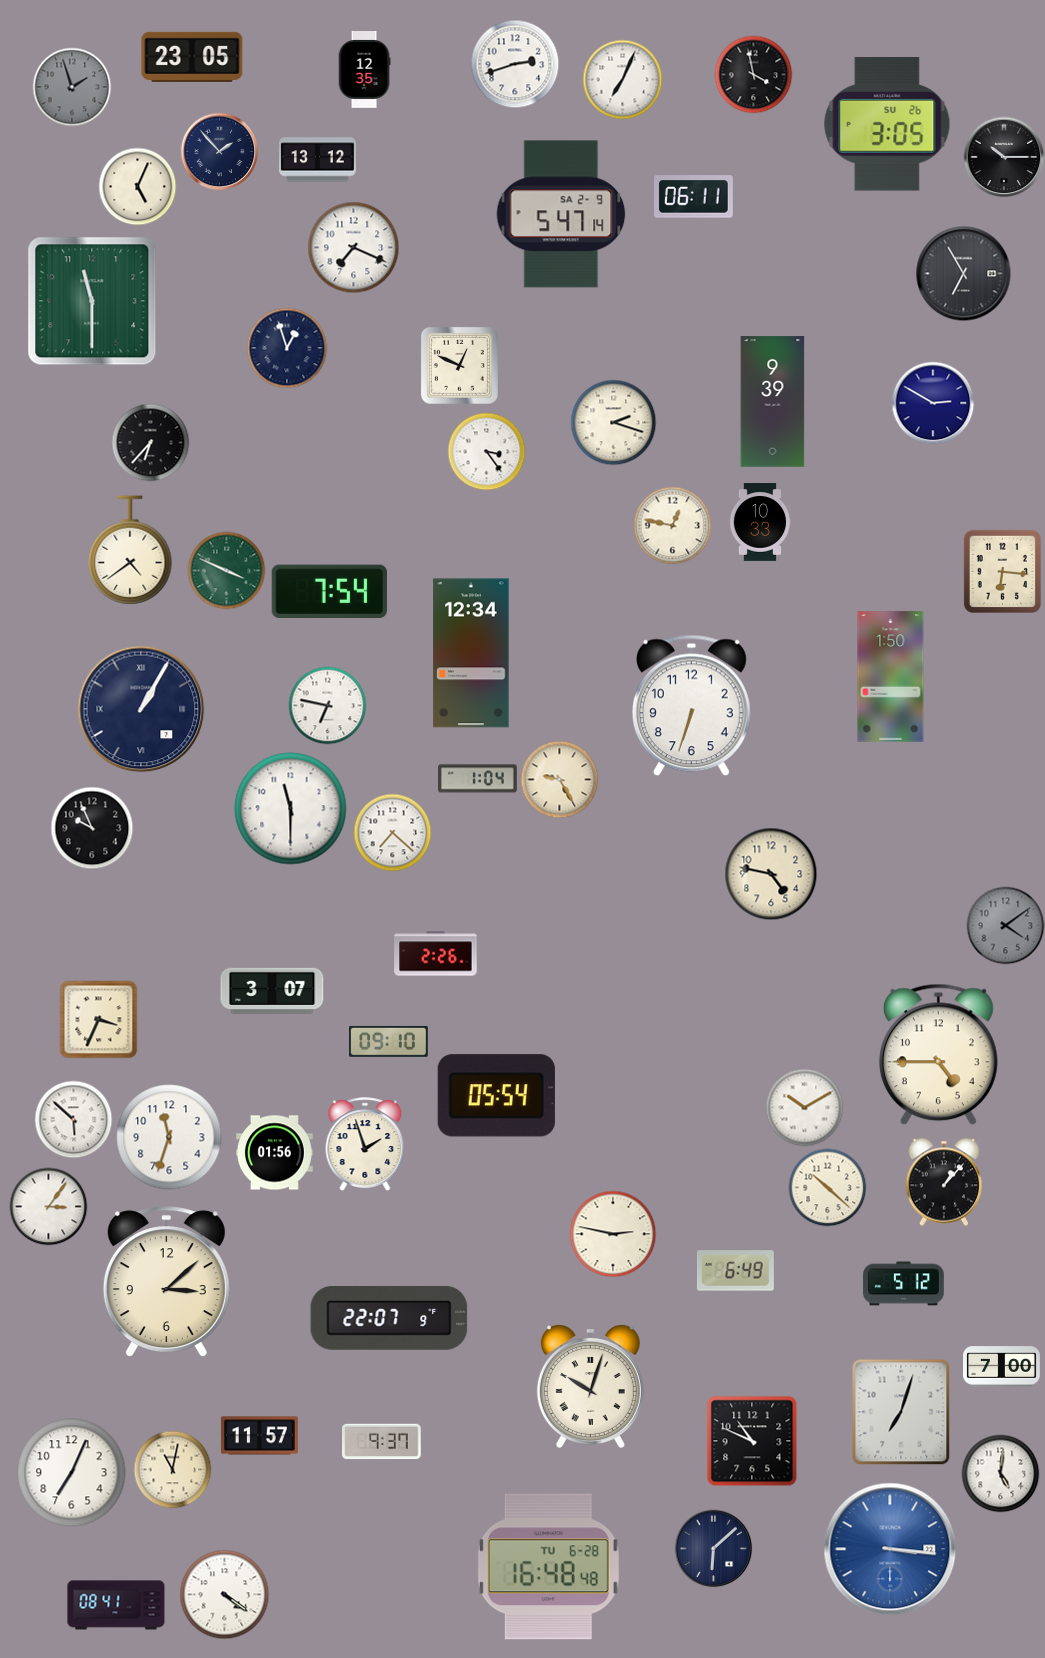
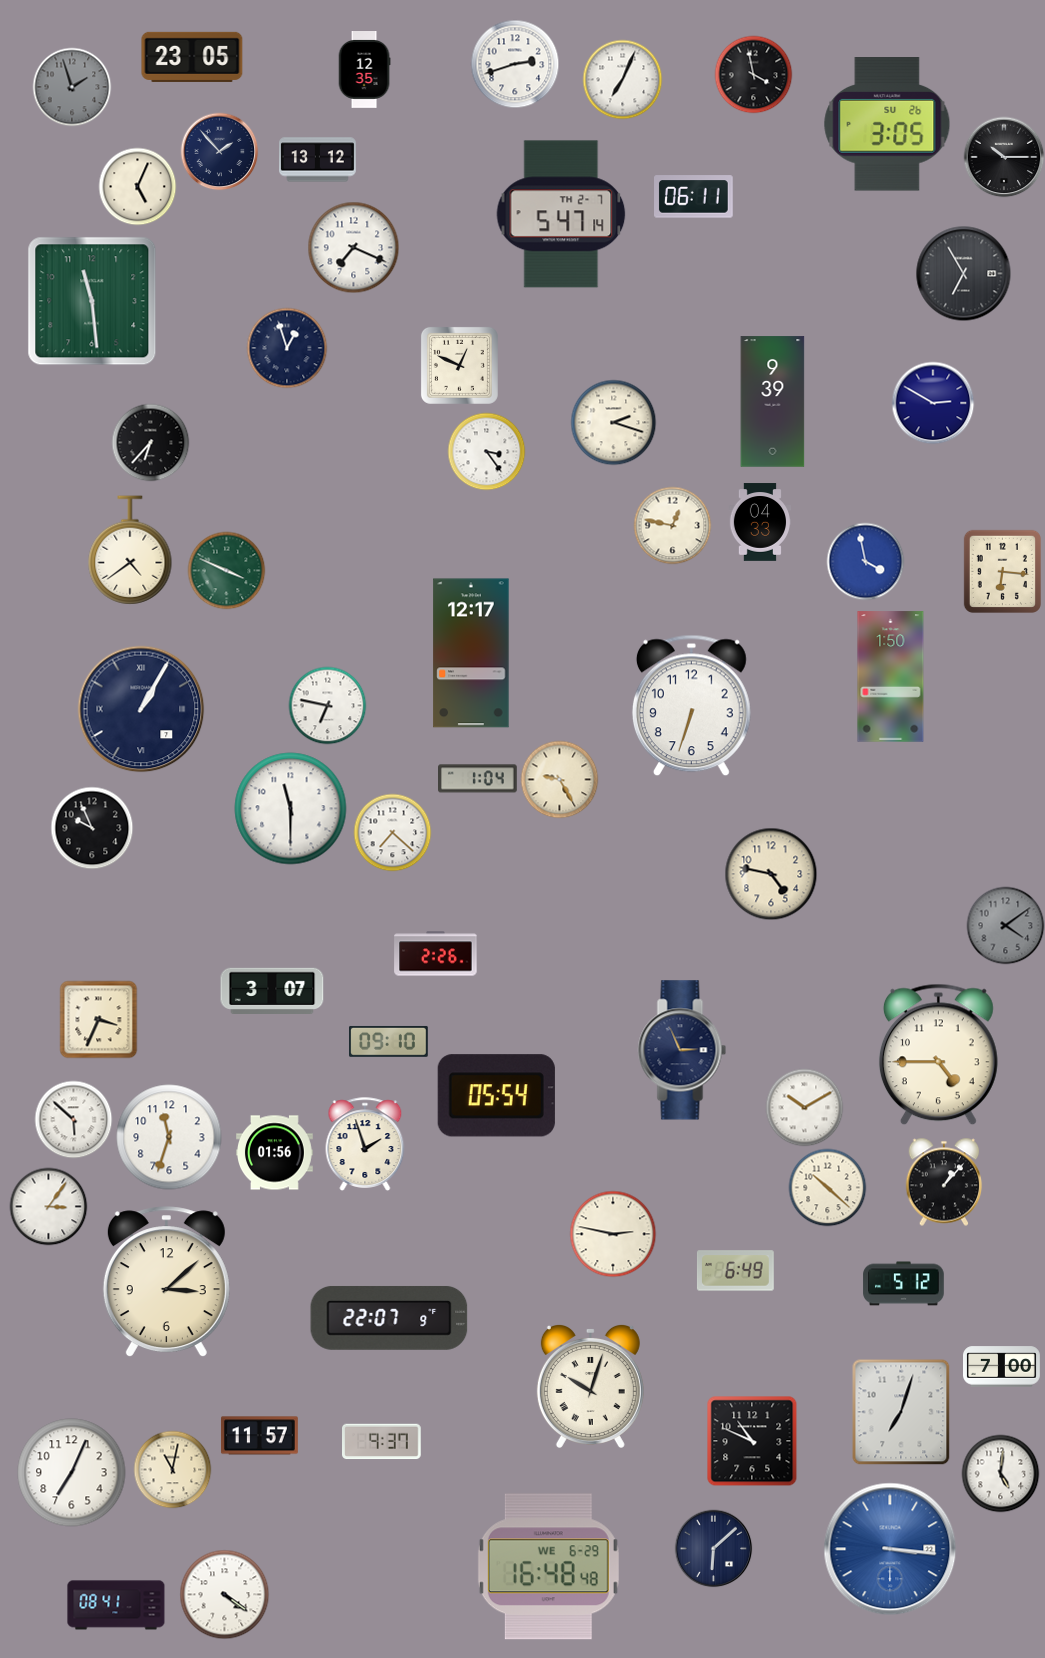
clock at (561, 214) date: SA 2-9 -> TH 2-7
clock at (92, 301): 11:30 -> 11:29
clock at (759, 522): 10:33 -> 04:33
clock at (865, 561): none -> 3:58
clock at (329, 591): 7:54 -> none
clock at (471, 653): 12:34 -> 12:17
clock at (682, 1050): none -> 2:56
clock at (548, 1567) date: TU 6-28 -> WE 6-29
